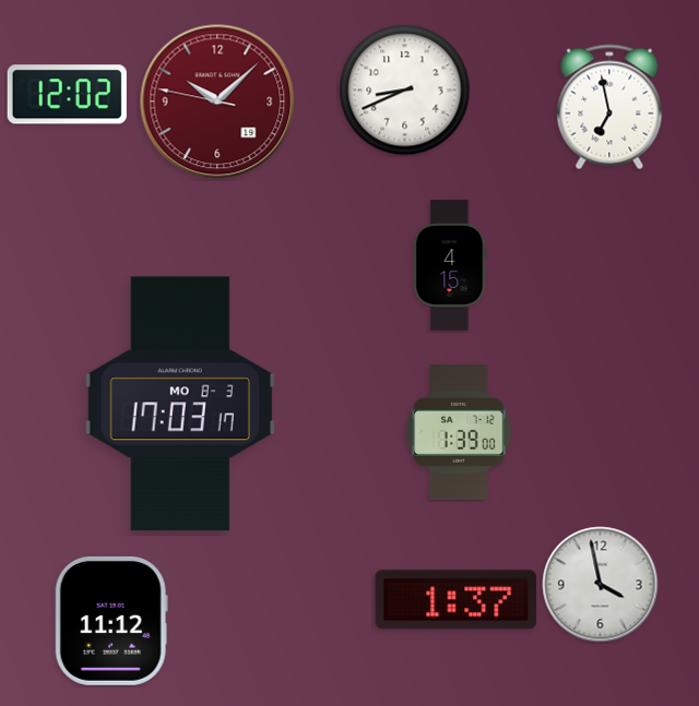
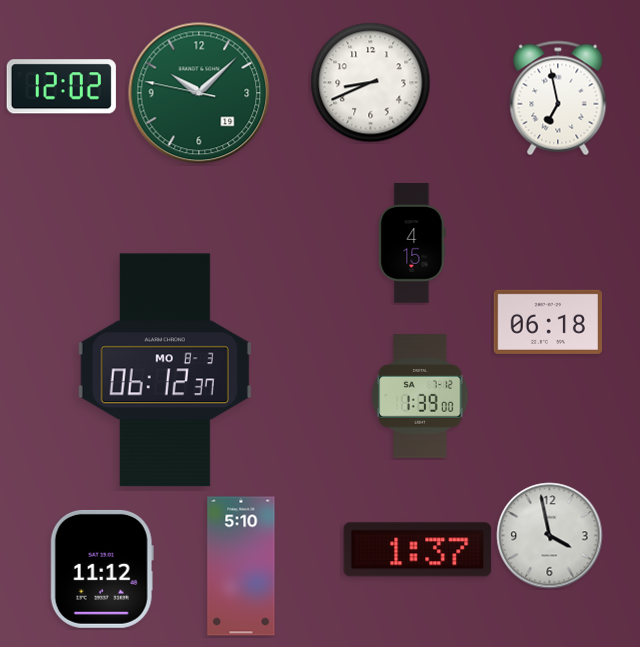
clock at (217, 101) dial: burgundy -> green
clock at (547, 322): none -> 06:18
clock at (180, 404): 17:03 -> 06:12
clock at (241, 566): none -> 5:10
